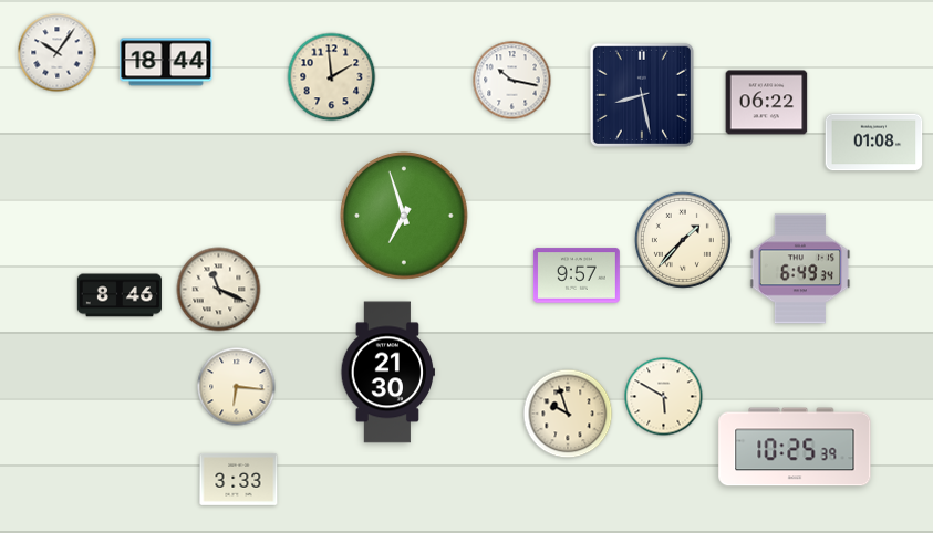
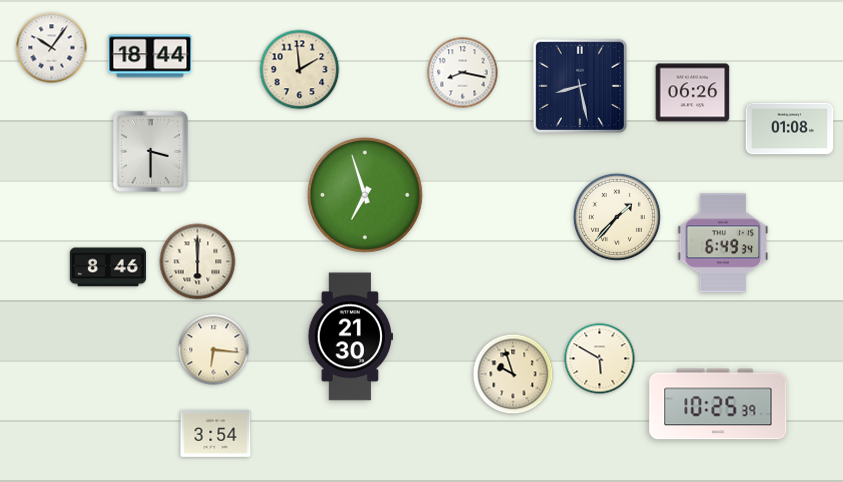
clock at (512, 81): 10:17 -> 8:17
clock at (767, 103): 06:22 -> 06:26
clock at (150, 151): none -> 3:30
clock at (577, 275): 9:57 -> none
clock at (219, 290): 11:19 -> 6:00
clock at (239, 480): 3:33 -> 3:54
